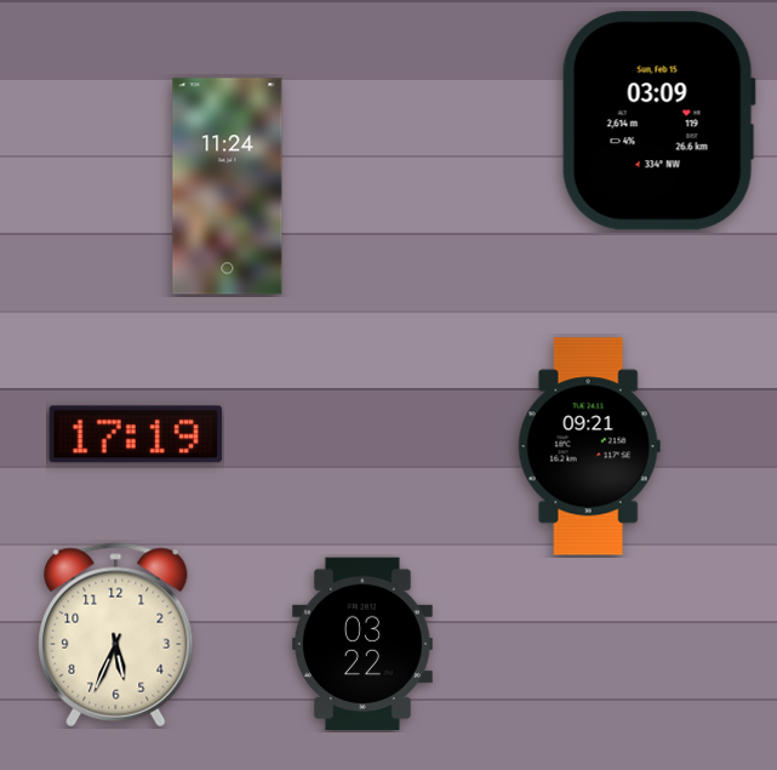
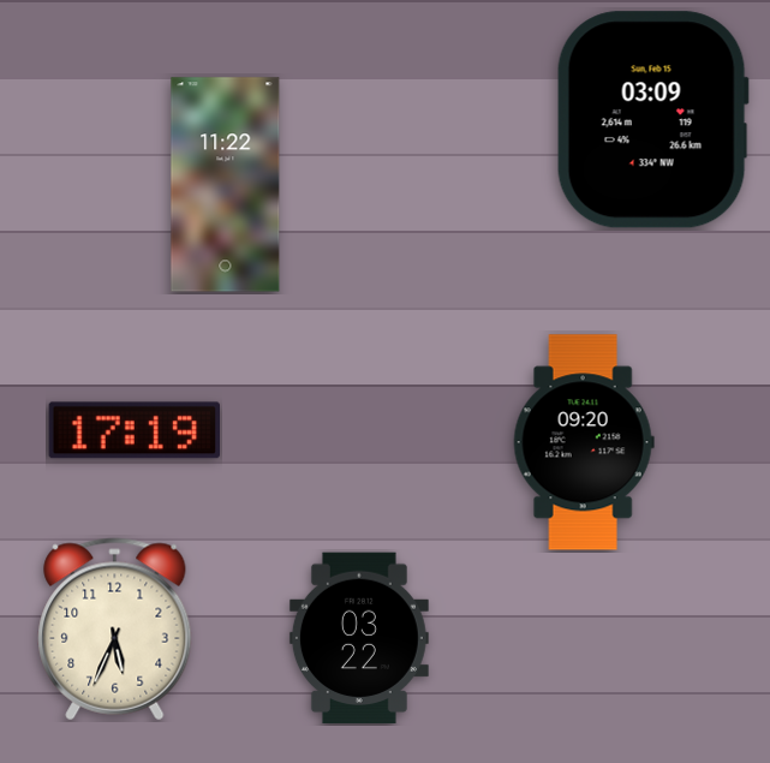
clock at (228, 187): 11:24 -> 11:22
clock at (589, 446): 09:21 -> 09:20
